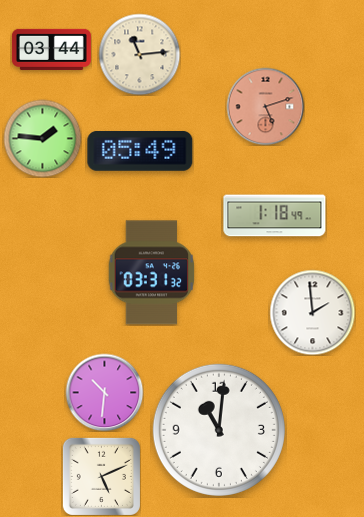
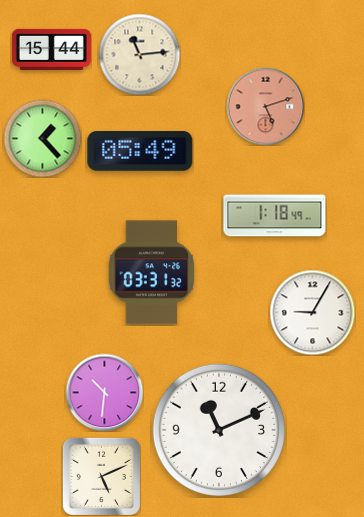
clock at (51, 49): 03:44 -> 15:44
clock at (42, 138): 1:46 -> 1:23
clock at (312, 312): 1:59 -> 9:05
clock at (219, 430): 11:01 -> 11:11
